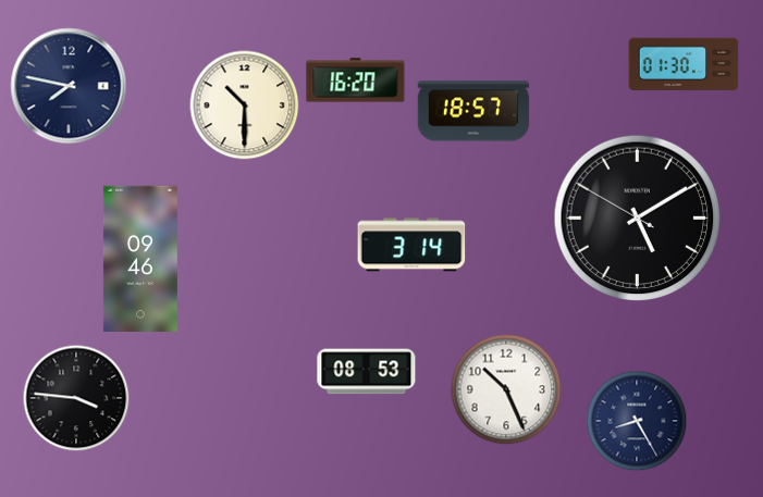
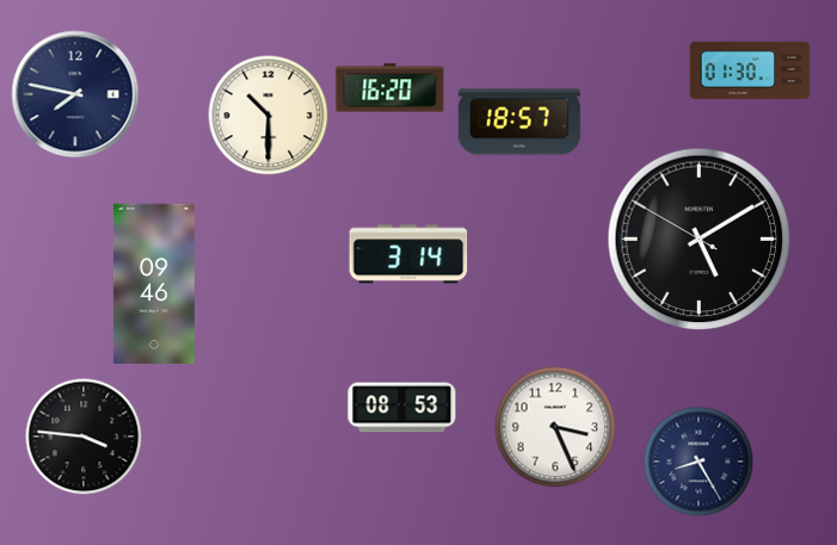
clock at (411, 245) position: (411, 245) -> (408, 254)
clock at (506, 389): 10:26 -> 3:26
